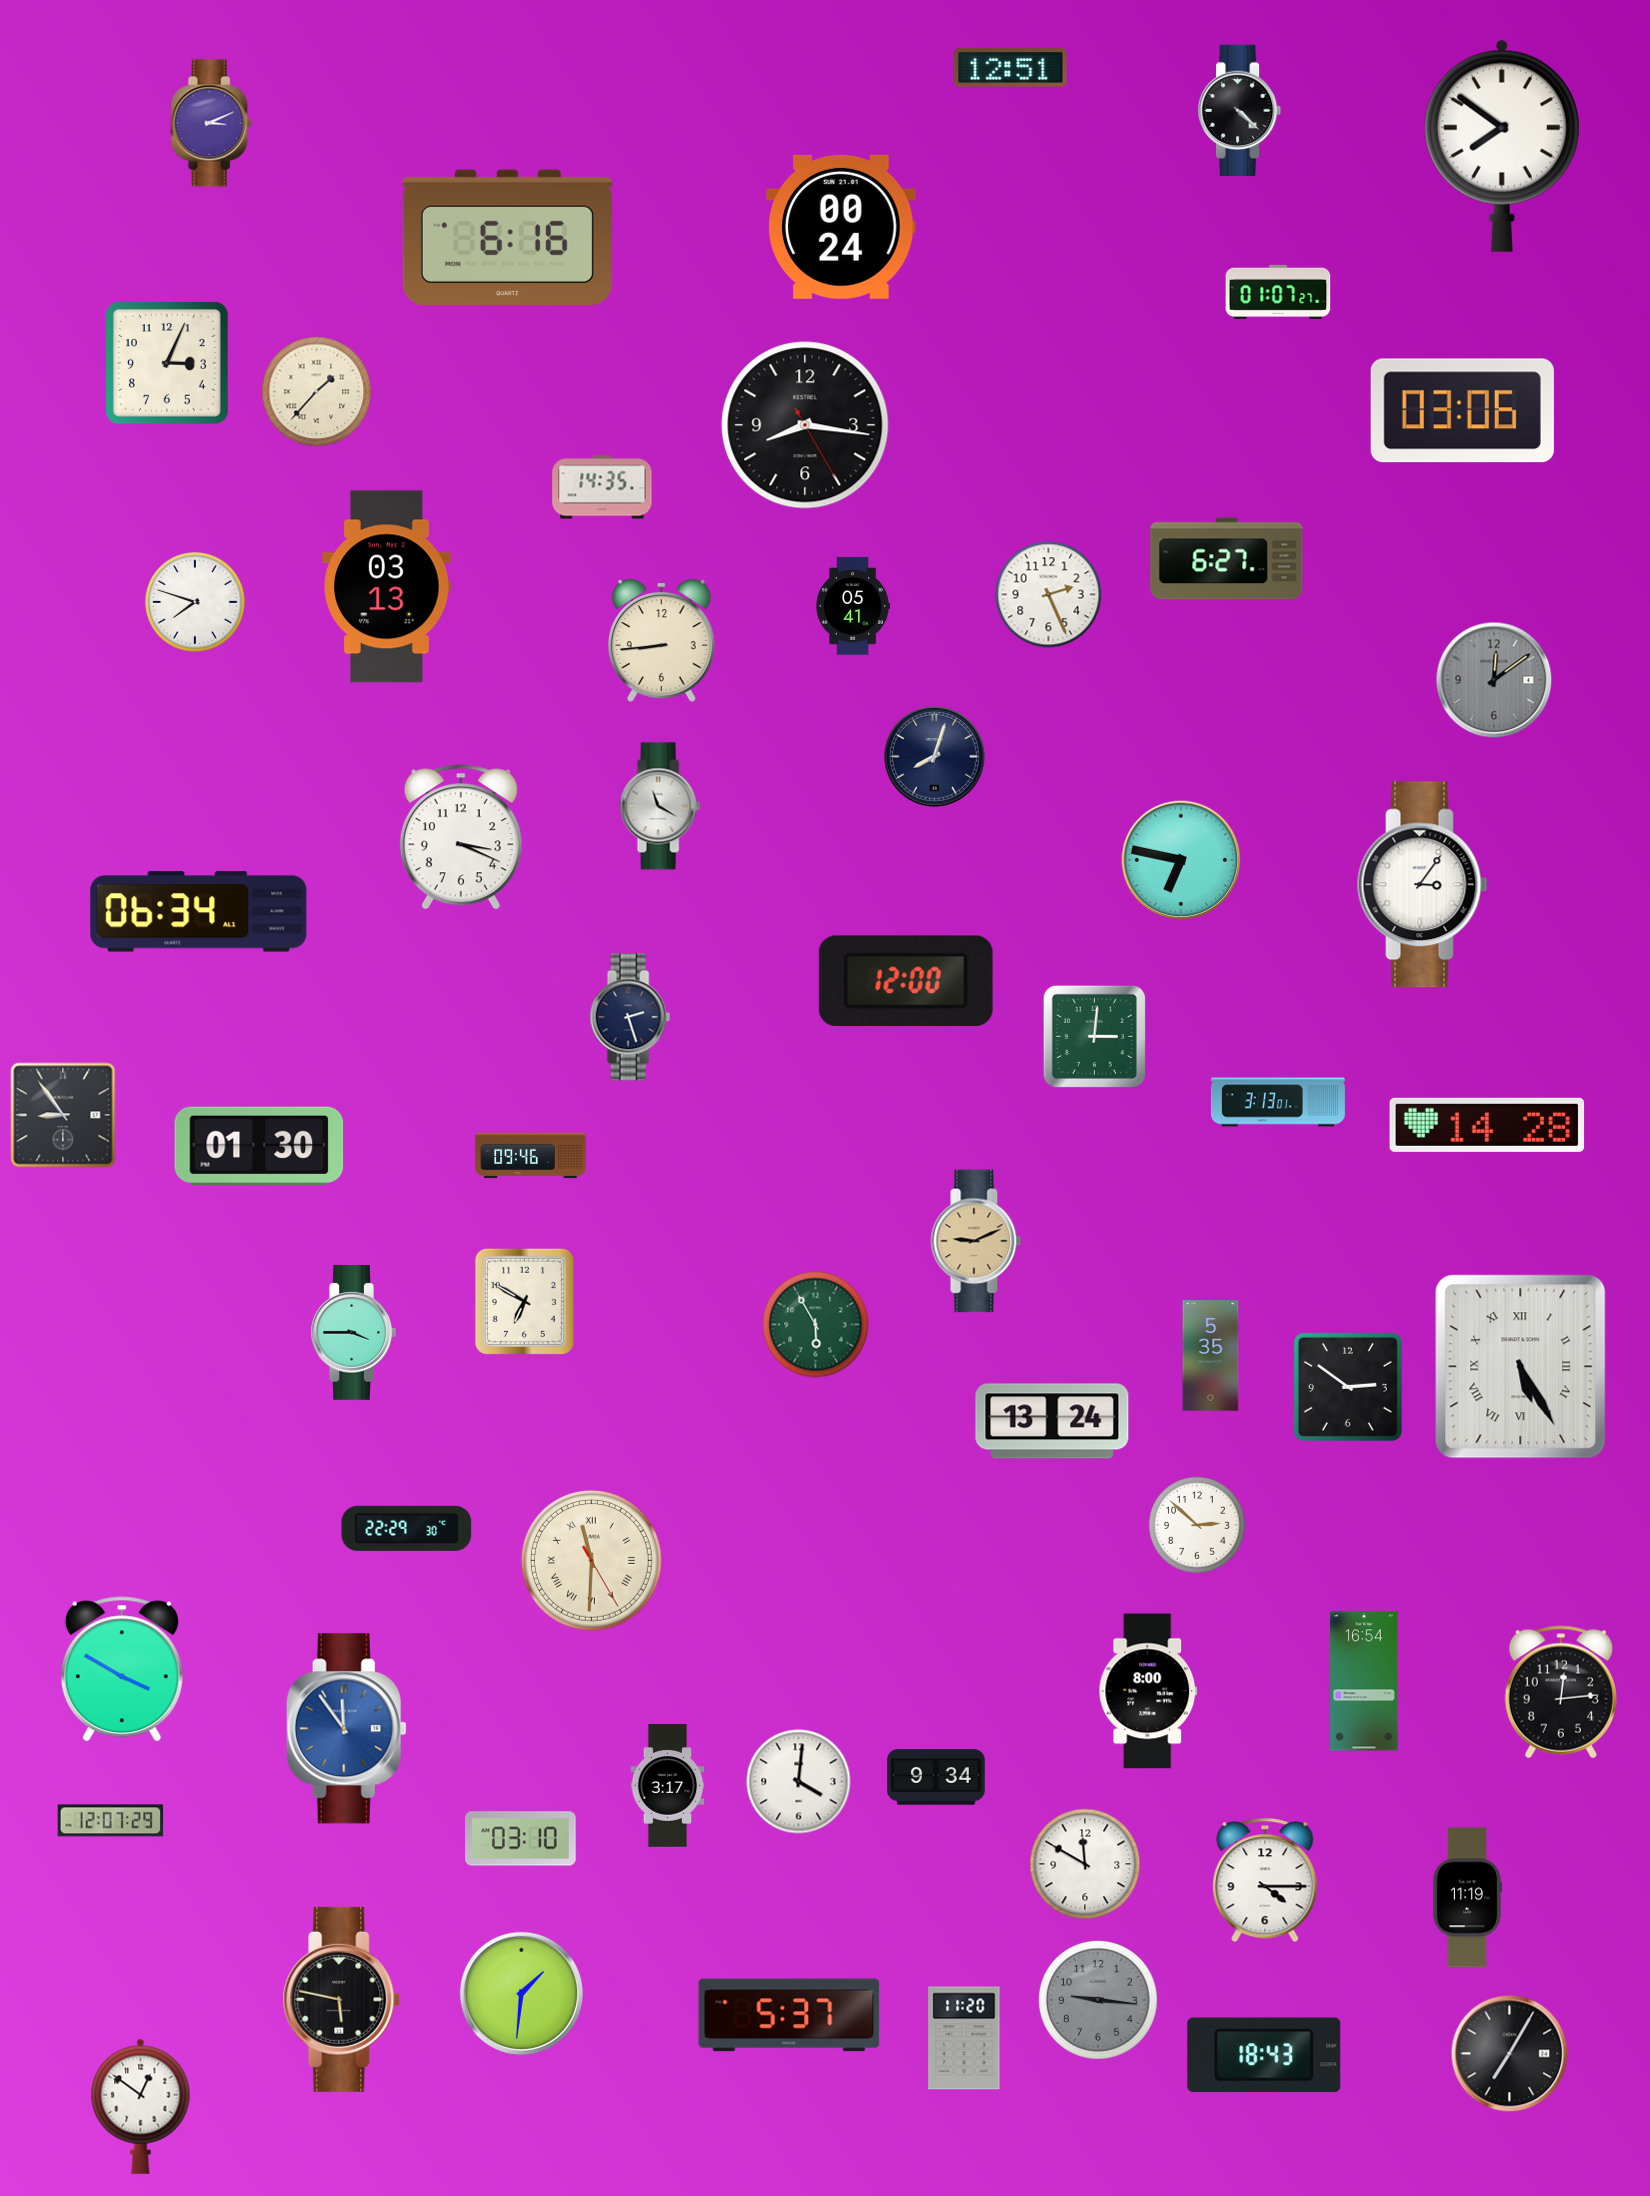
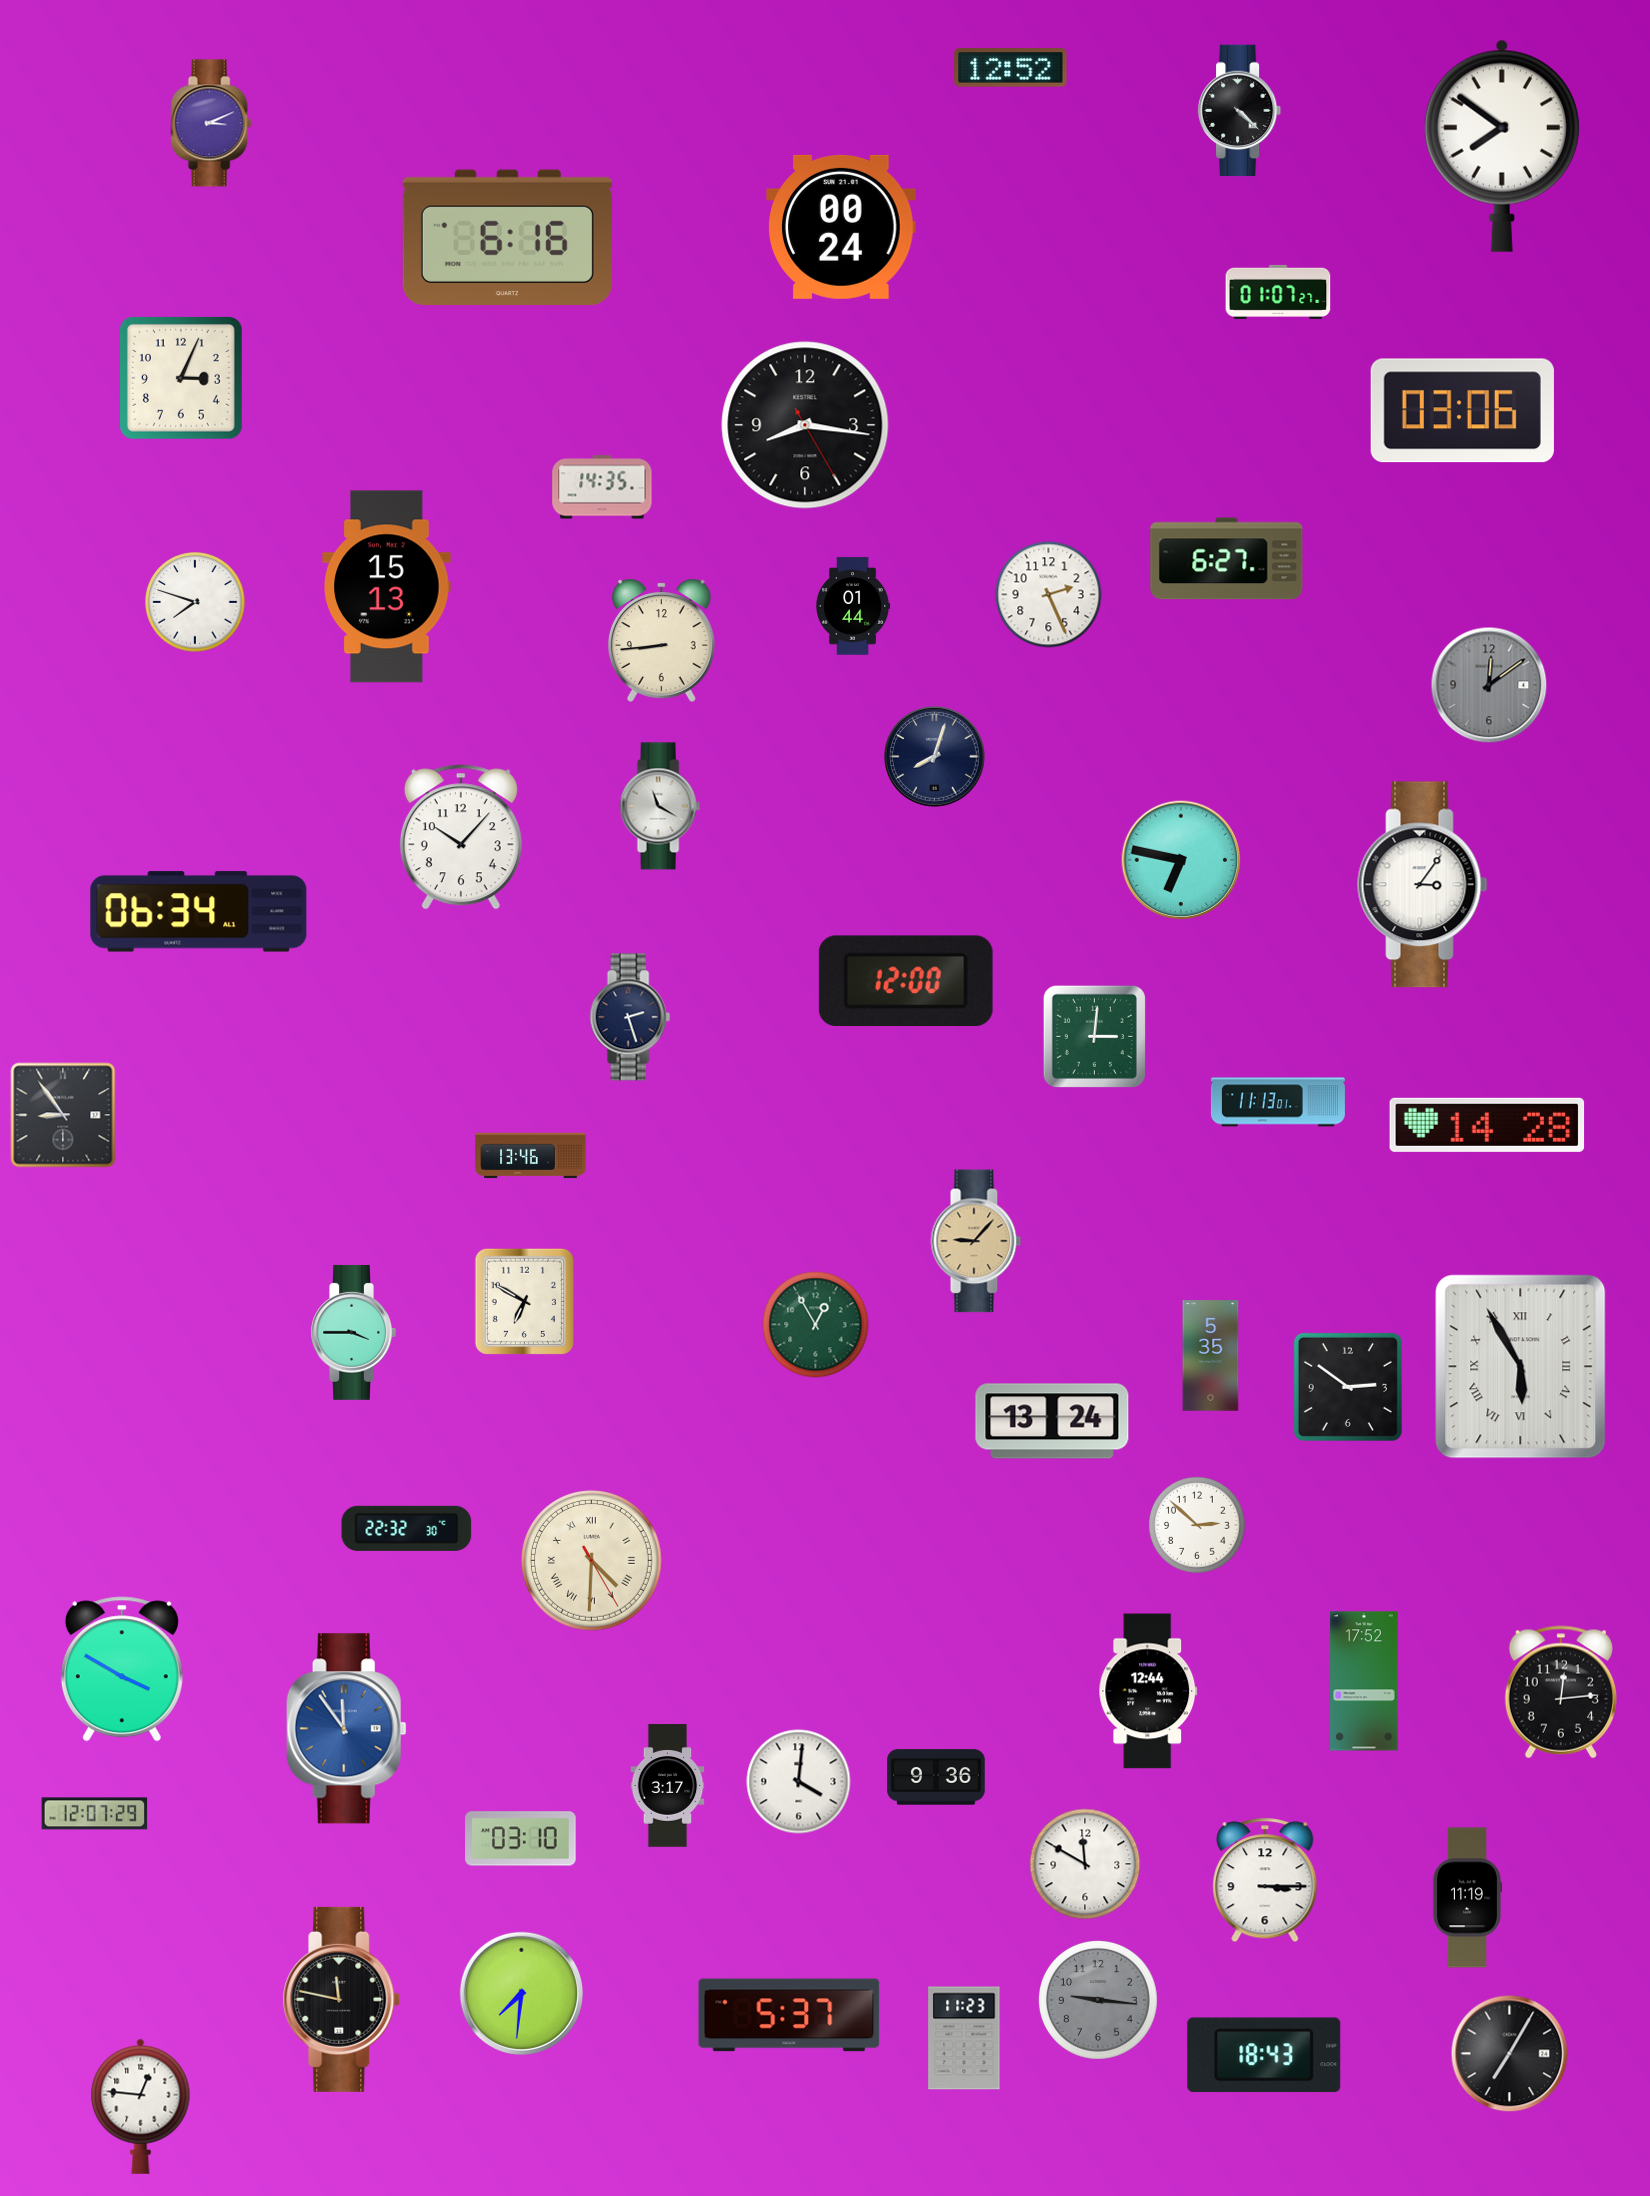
clock at (1011, 68): 12:51 -> 12:52
clock at (167, 363) position: (167, 363) -> (181, 378)
clock at (317, 392): 1:37 -> none
clock at (387, 587): 03:13 -> 15:13
clock at (853, 606): 05:41 -> 01:44
clock at (1494, 680) position: (1494, 680) -> (1489, 685)
clock at (461, 837): 3:19 -> 10:07
clock at (1278, 1102): 3:13 -> 11:13
clock at (259, 1146): 01:30 -> none
clock at (531, 1156): 09:46 -> 13:46
clock at (976, 1241): 9:11 -> 9:07
clock at (816, 1325): 5:55 -> 12:55
clock at (1521, 1367): 5:25 -> 5:55
clock at (407, 1528): 22:29 -> 22:32
clock at (592, 1561): 11:30 -> 4:30
clock at (1364, 1681): 16:54 -> 17:52
clock at (1148, 1691): 8:00 -> 12:44
clock at (936, 1777): 9:34 -> 9:36
clock at (111, 1821) position: (111, 1821) -> (95, 1814)
clock at (1265, 1880): 4:15 -> 3:15
clock at (521, 1993): 1:31 -> 7:31
clock at (342, 1999): 5:47 -> 11:47
clock at (964, 2038): 11:20 -> 11:23
clock at (141, 2106): 12:51 -> 12:46
